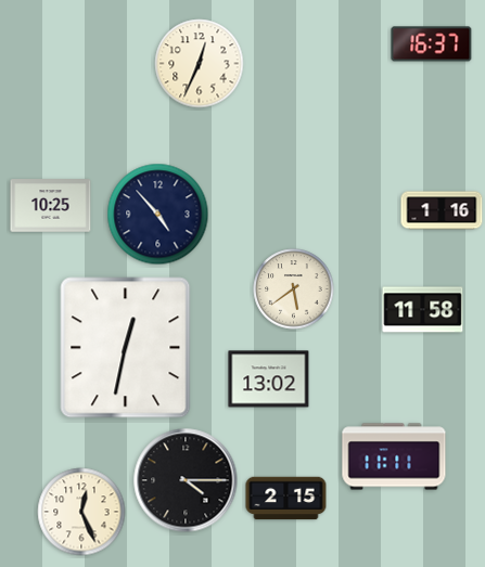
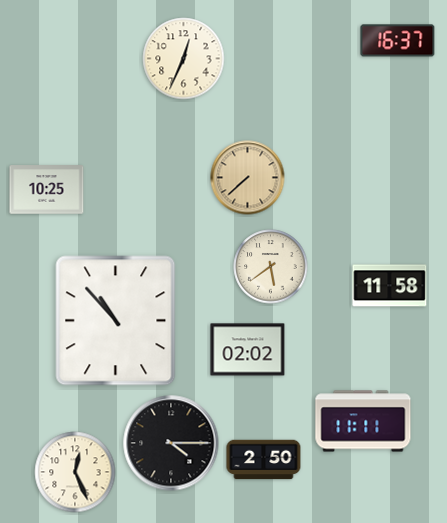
clock at (248, 178): none -> 7:38
clock at (442, 210): 1:16 -> none
clock at (158, 215): 4:53 -> none
clock at (126, 348): 12:32 -> 10:53
clock at (269, 379): 13:02 -> 02:02
clock at (286, 499): 2:15 -> 2:50
